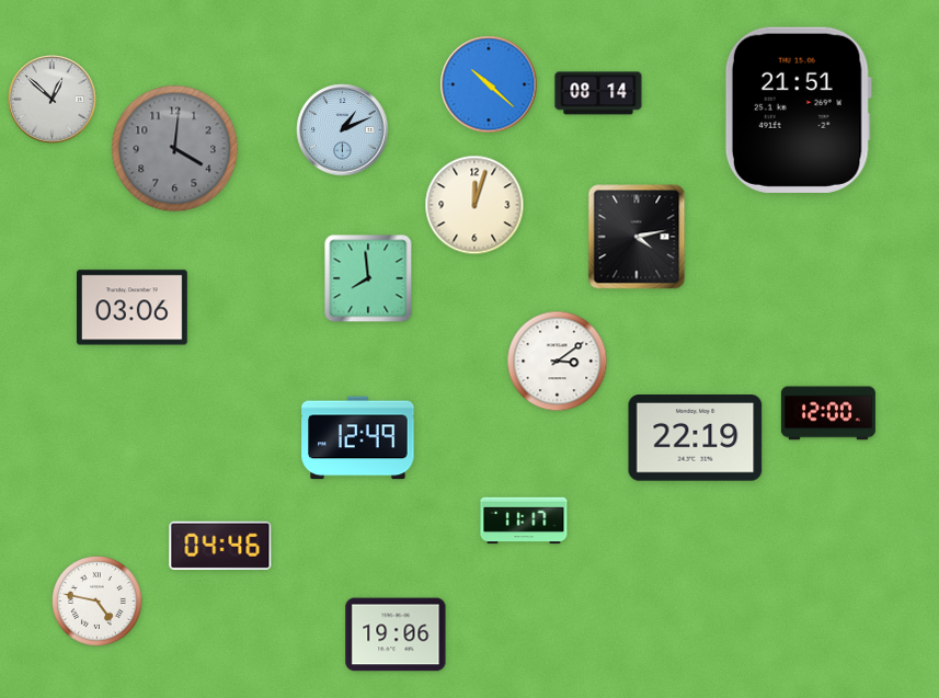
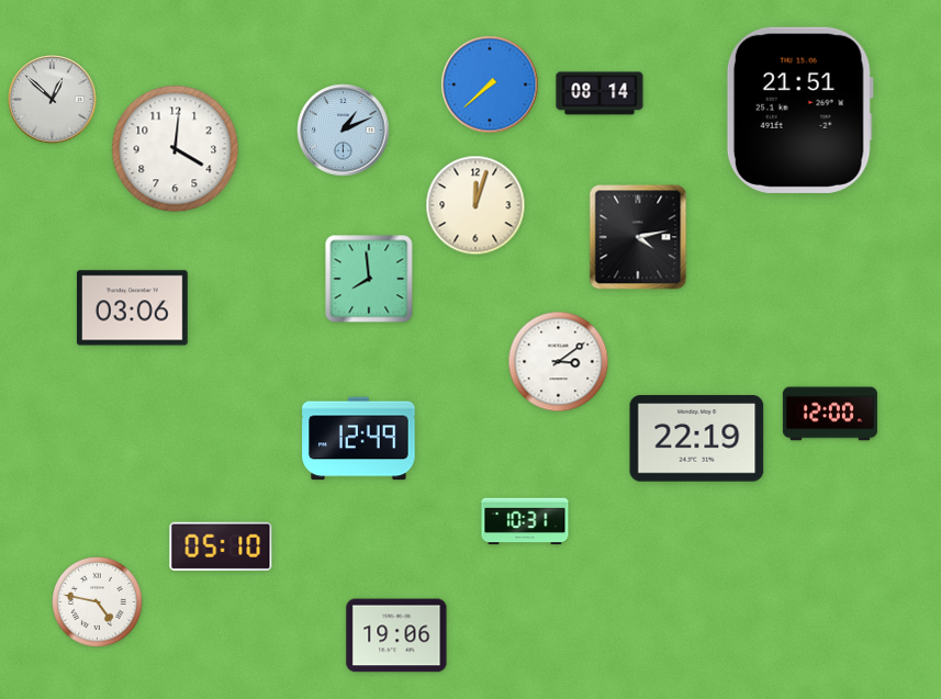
clock at (489, 84): 10:22 -> 7:38
clock at (175, 149) dial: grey -> white
clock at (524, 520): 11:17 -> 10:31
clock at (220, 546): 04:46 -> 05:10
